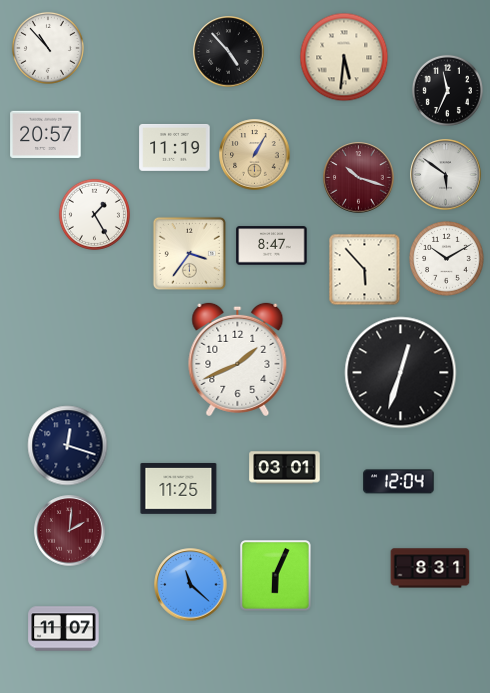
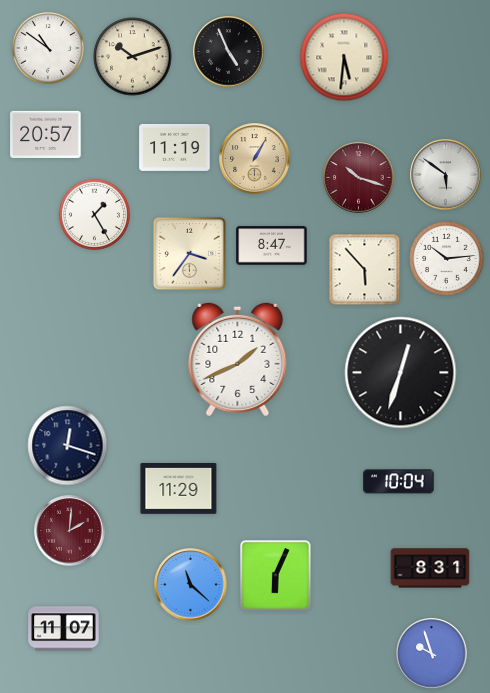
clock at (48, 48): 10:53 -> 10:51
clock at (229, 52): 4:53 -> 4:56
clock at (133, 57): none -> 10:12
clock at (447, 90): 11:34 -> none
clock at (255, 155) position: (255, 155) -> (255, 159)
clock at (447, 259): 10:10 -> 10:14
clock at (285, 468): 03:01 -> none
clock at (399, 482): 12:04 -> 10:04
clock at (179, 488): 11:25 -> 11:29
clock at (432, 654): none -> 9:57
